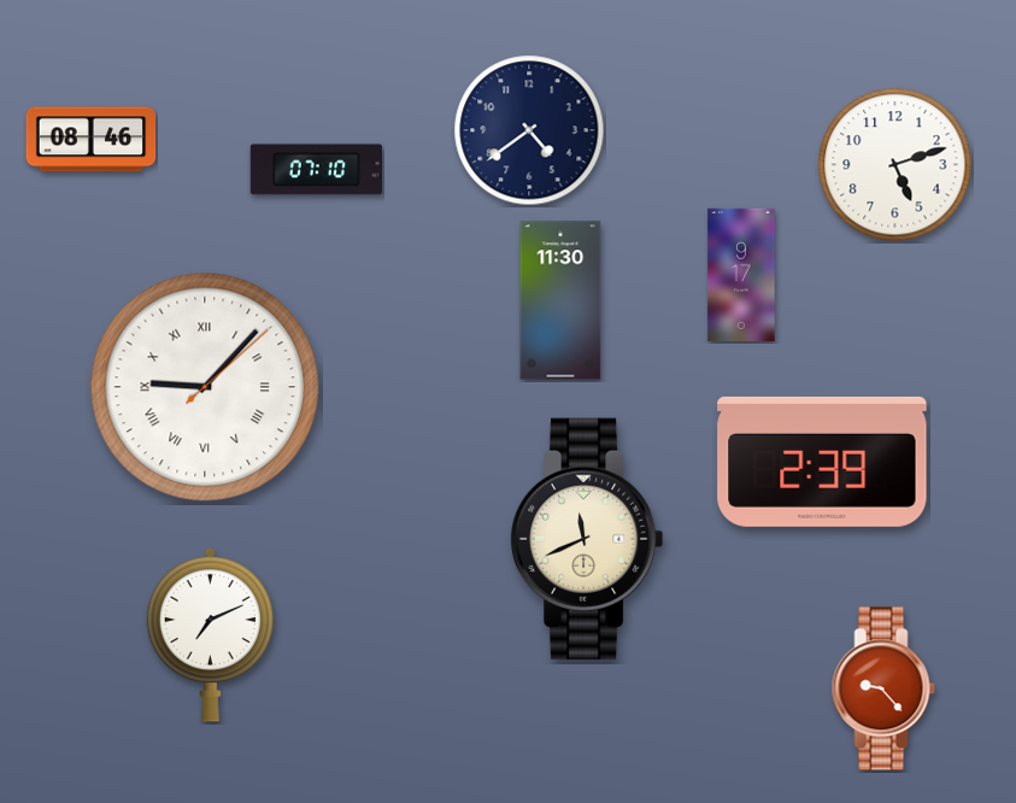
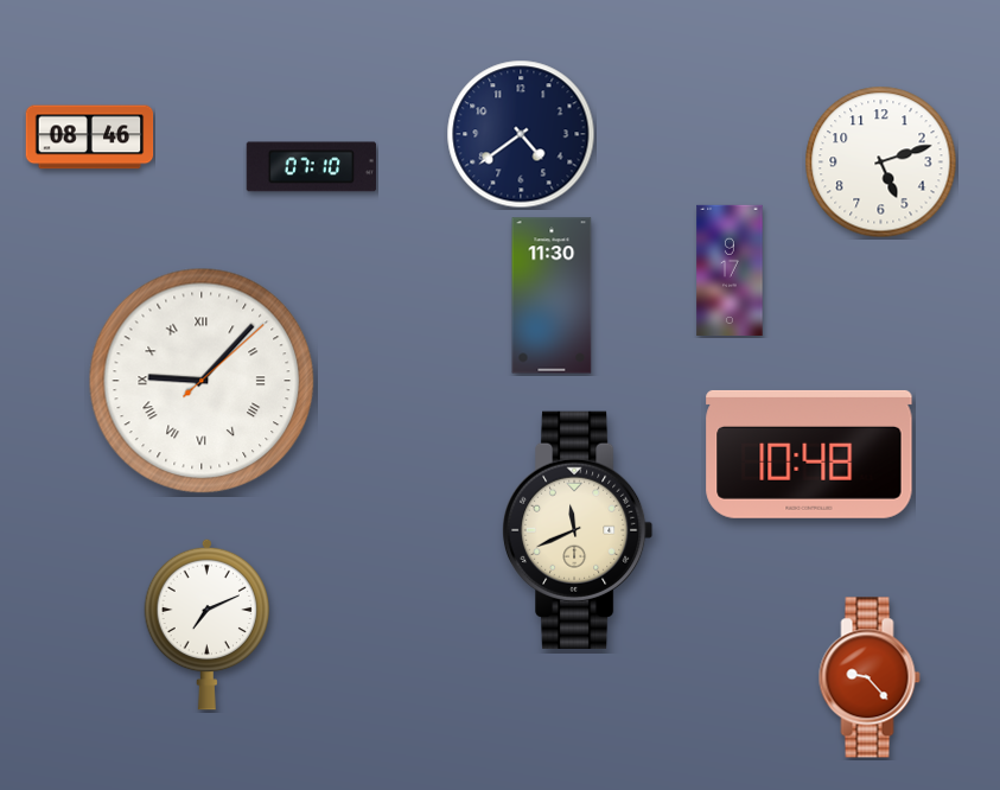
clock at (529, 130) position: (529, 130) -> (521, 134)
clock at (822, 462): 2:39 -> 10:48
